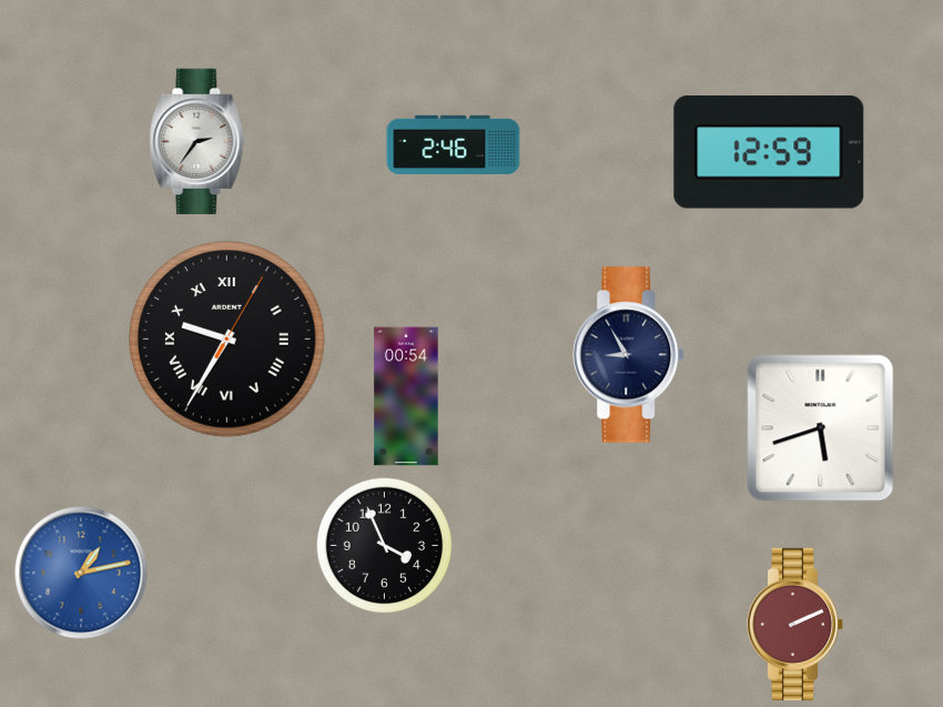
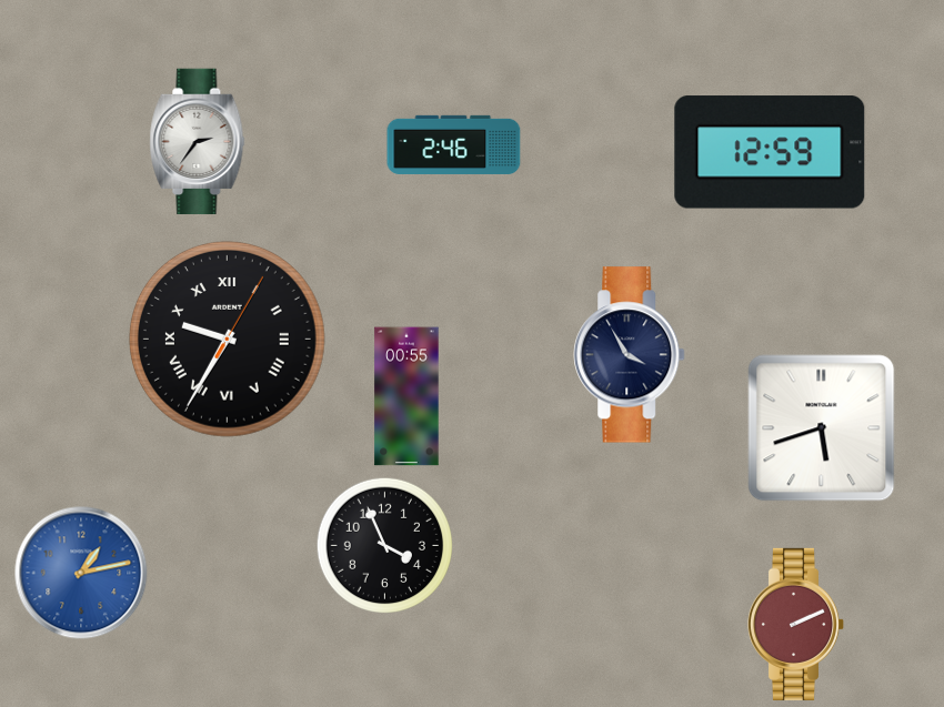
clock at (629, 355): 8:55 -> 3:55
clock at (406, 396): 00:54 -> 00:55
